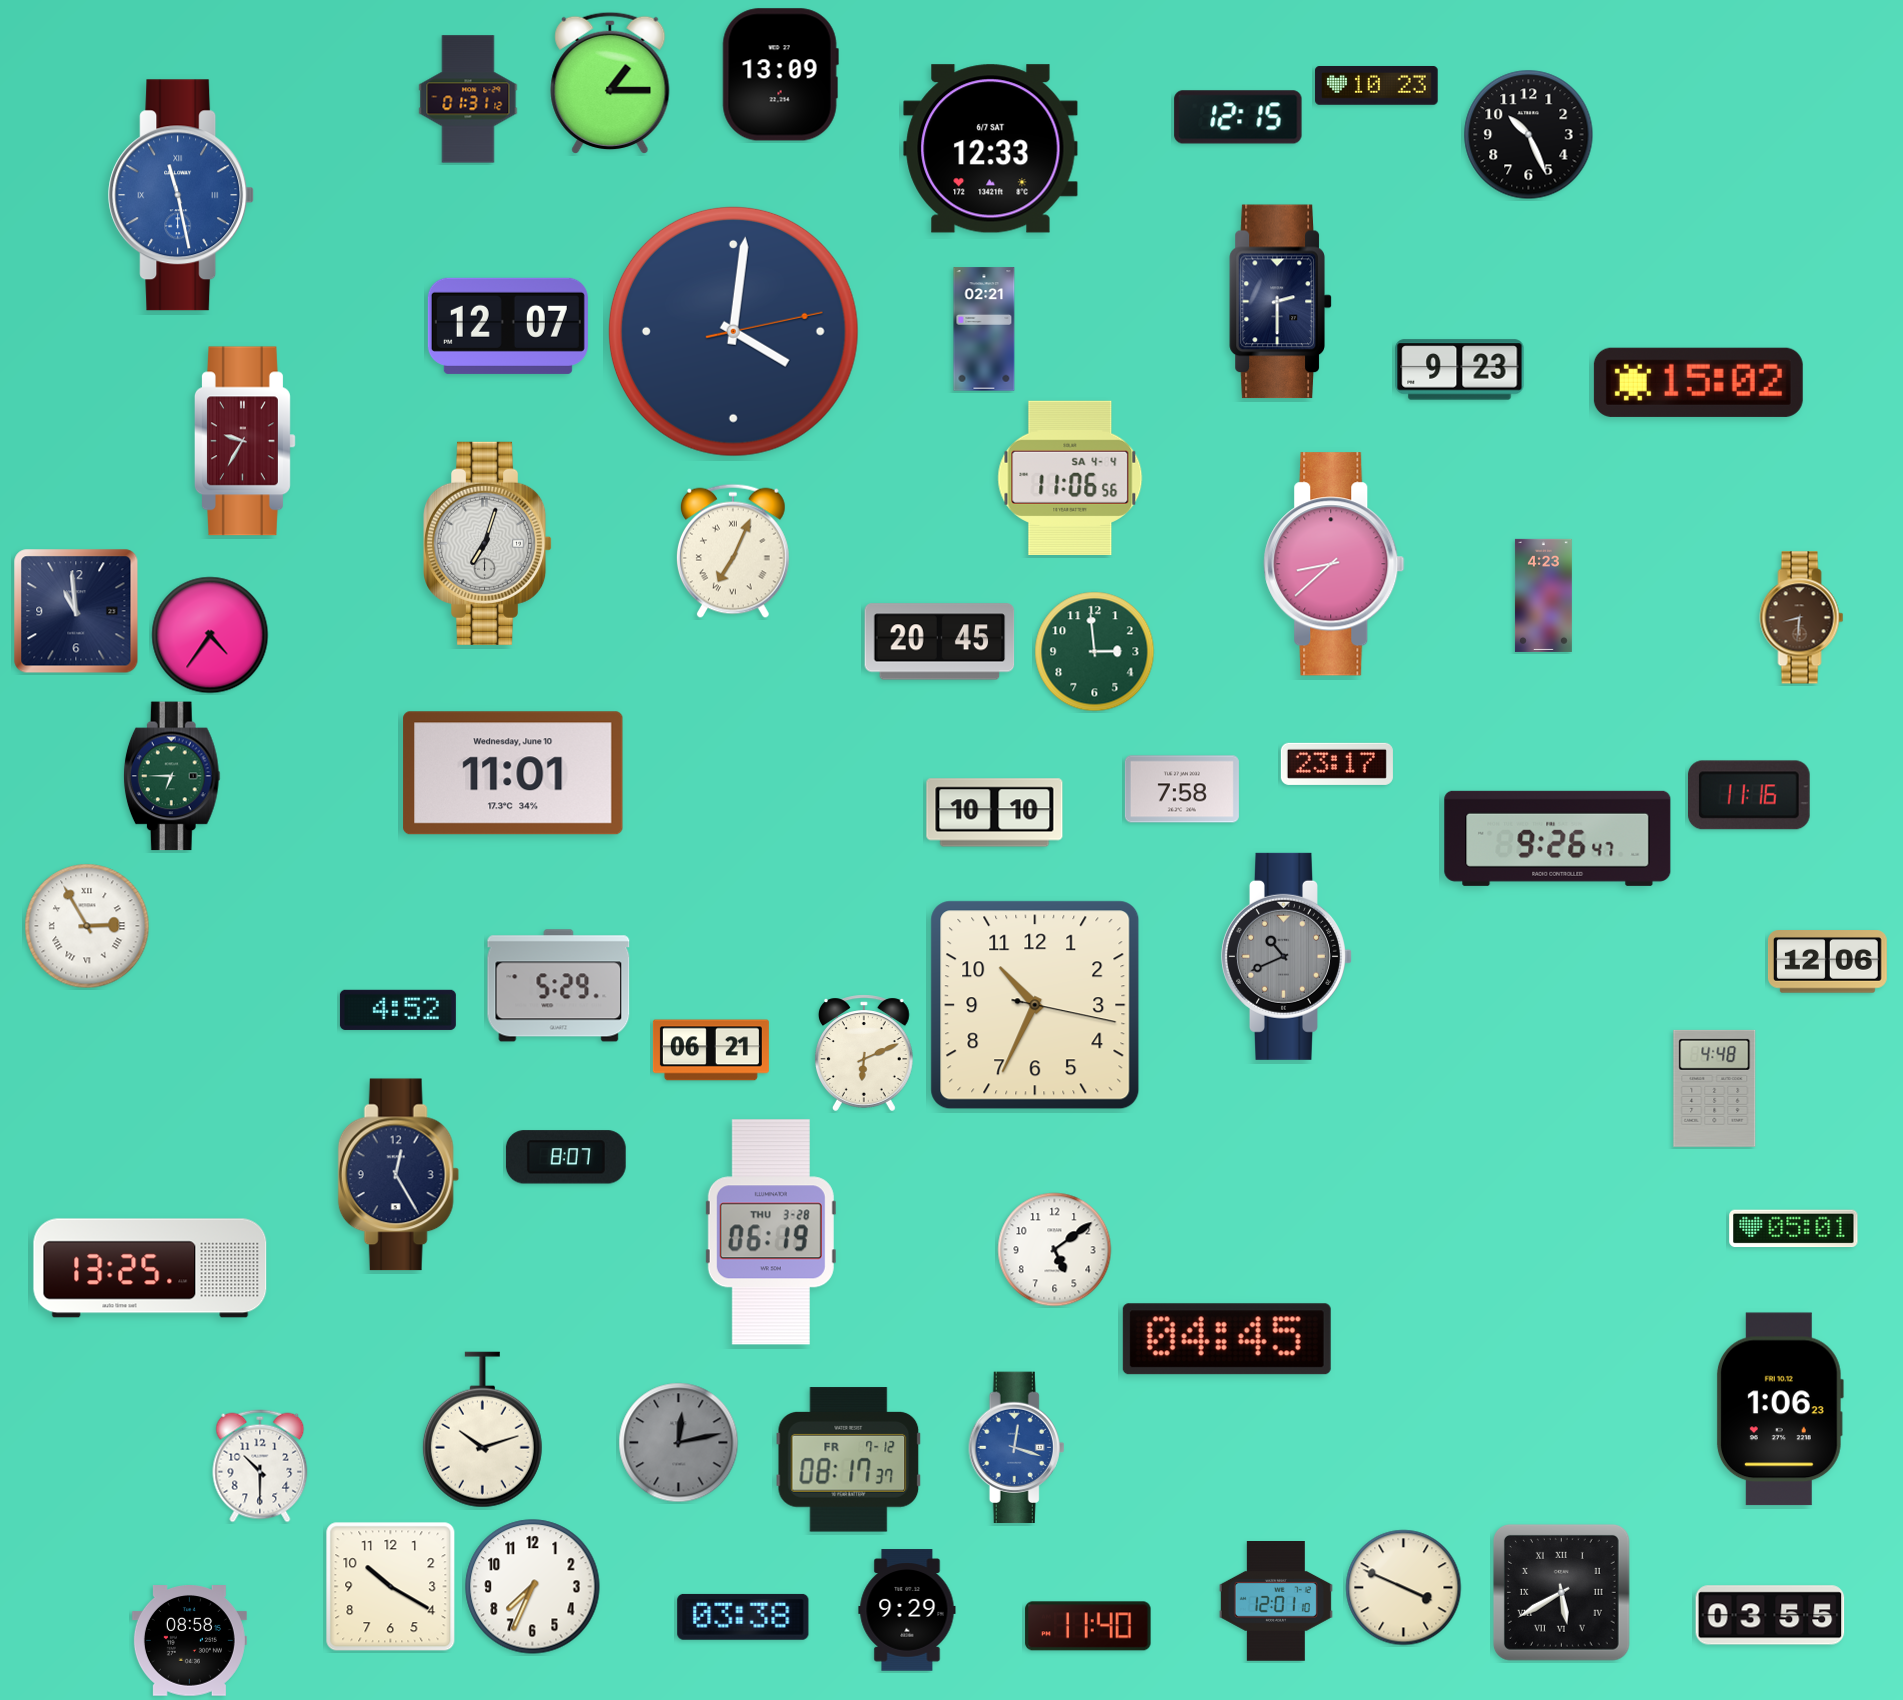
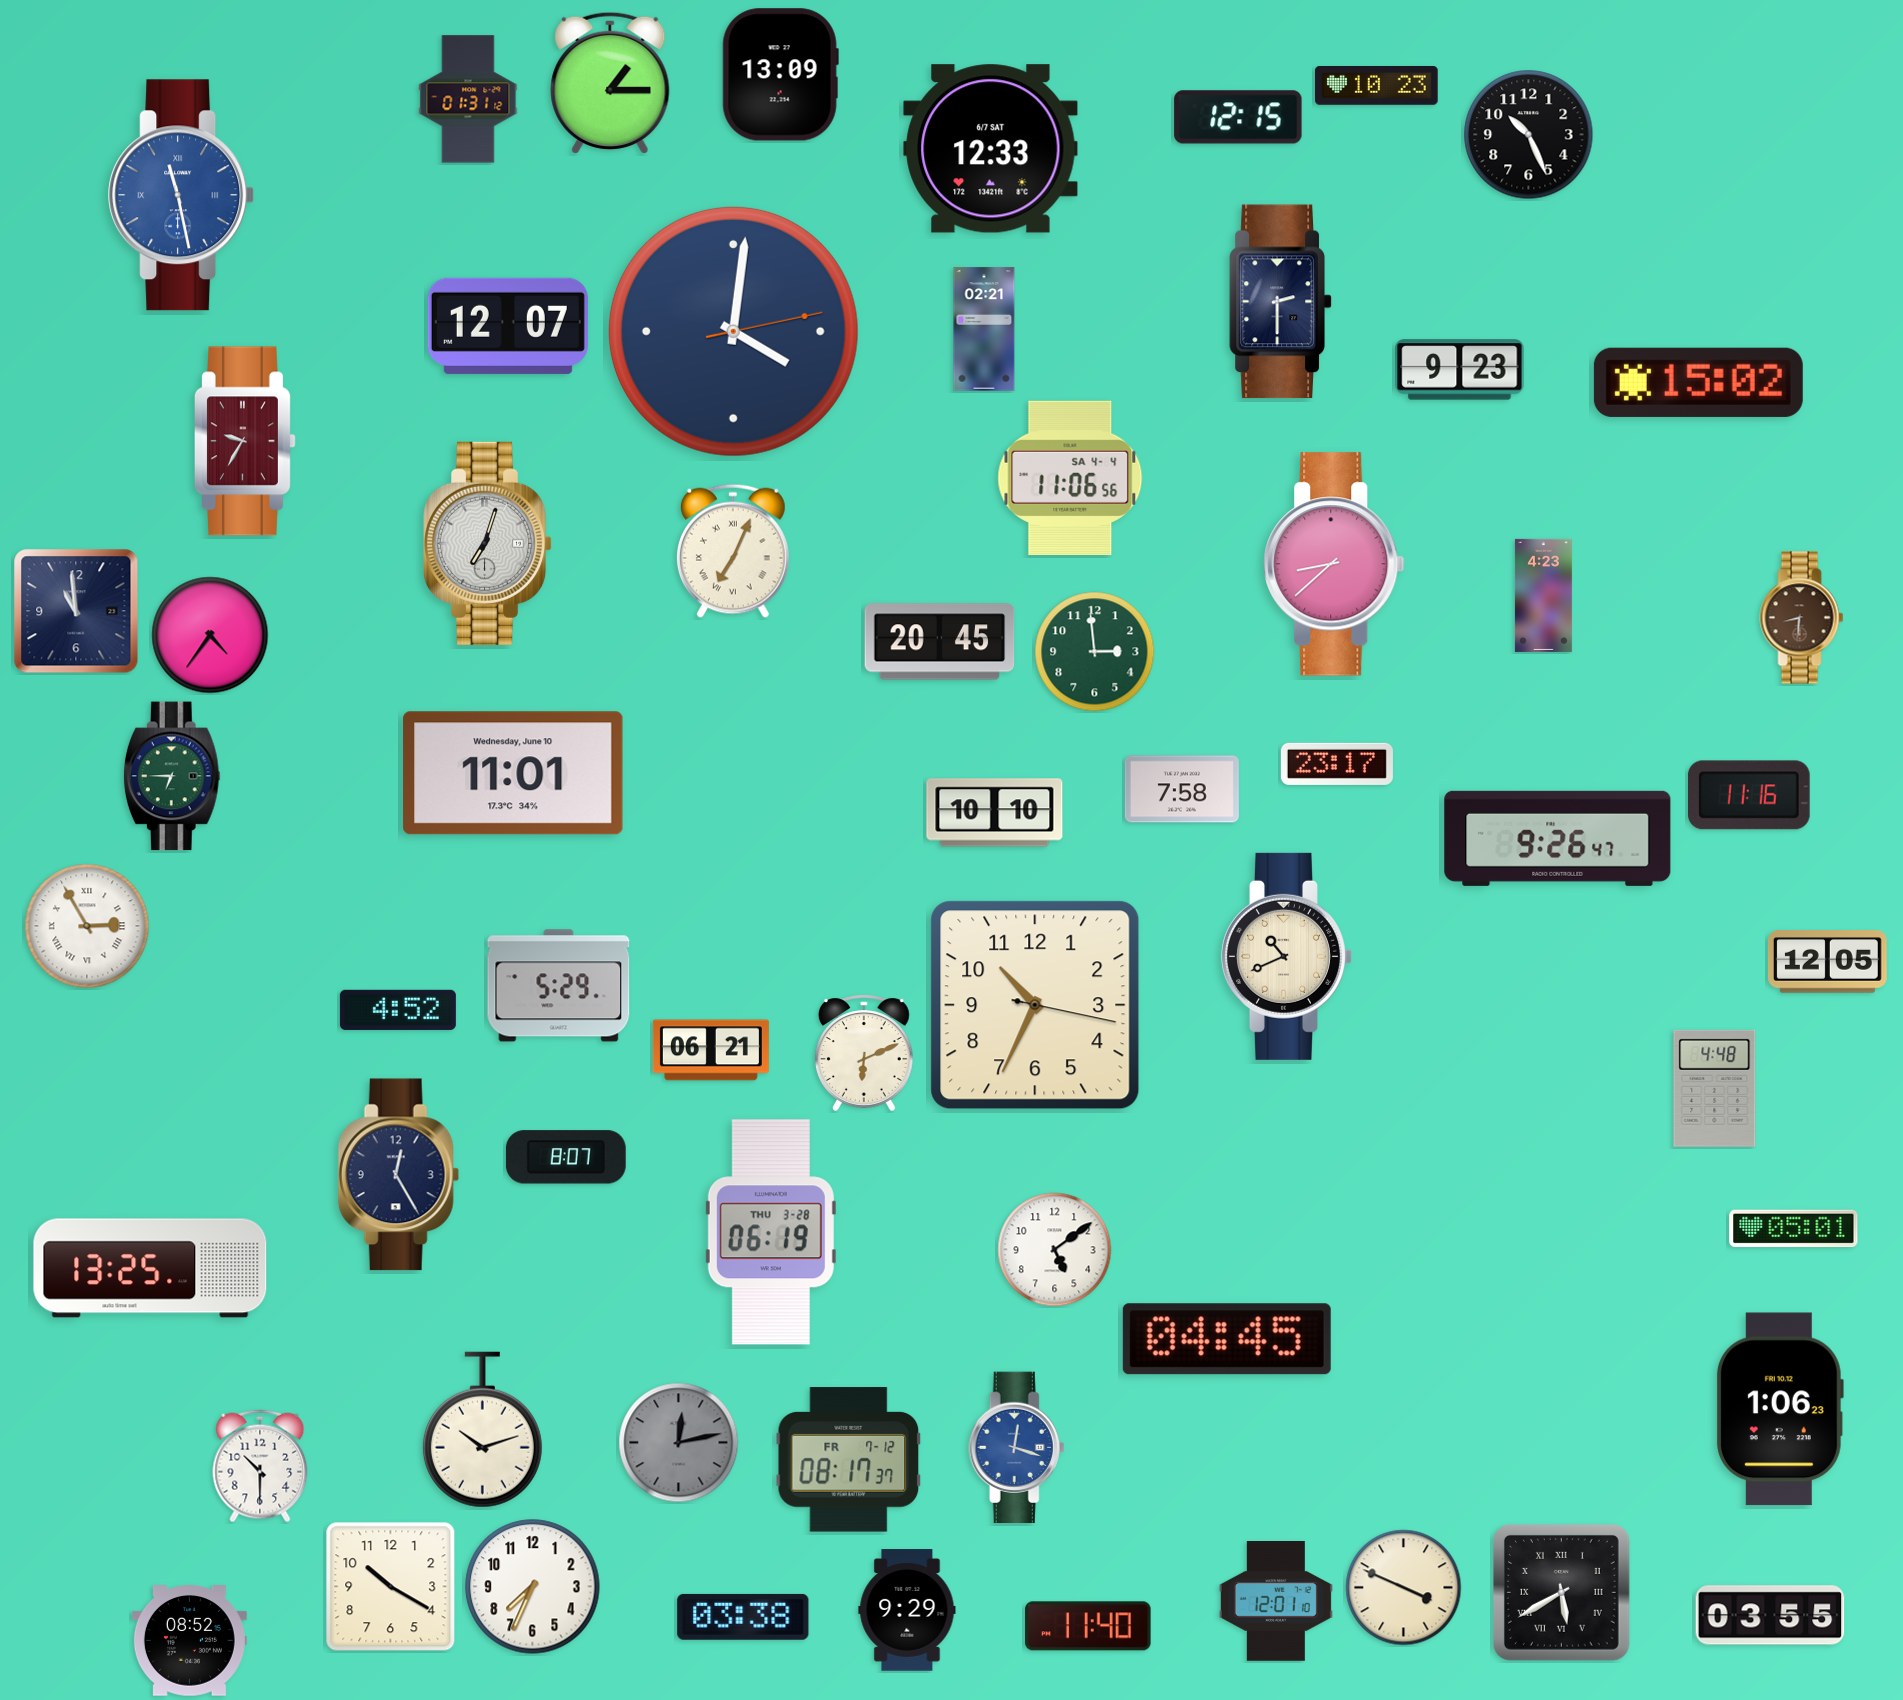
clock at (1286, 956) dial: grey -> cream
clock at (1827, 962): 12:06 -> 12:05
clock at (189, 1641): 08:58 -> 08:52
